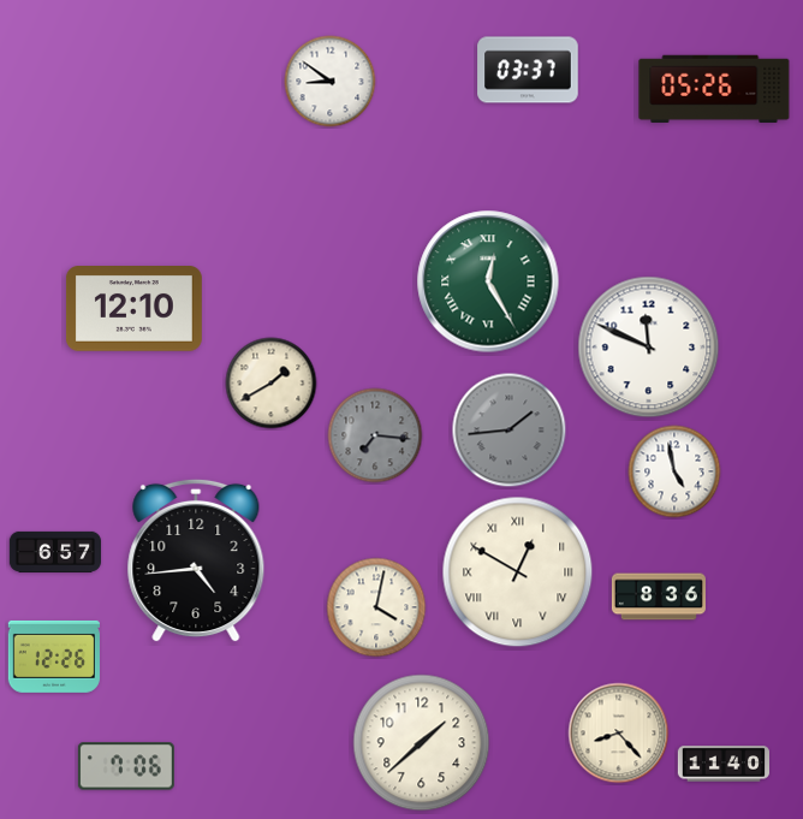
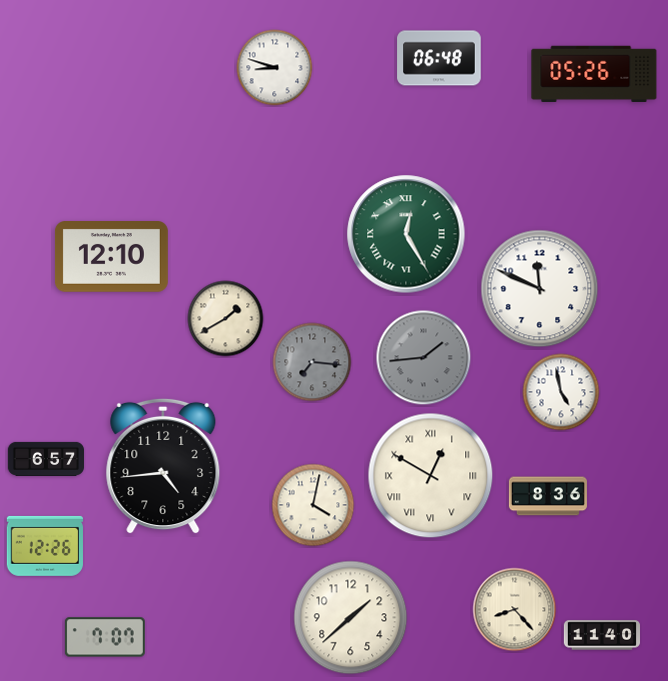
clock at (528, 70): 03:37 -> 06:48
clock at (331, 82): 8:51 -> 8:48
clock at (126, 766): 7:06 -> 7:07
